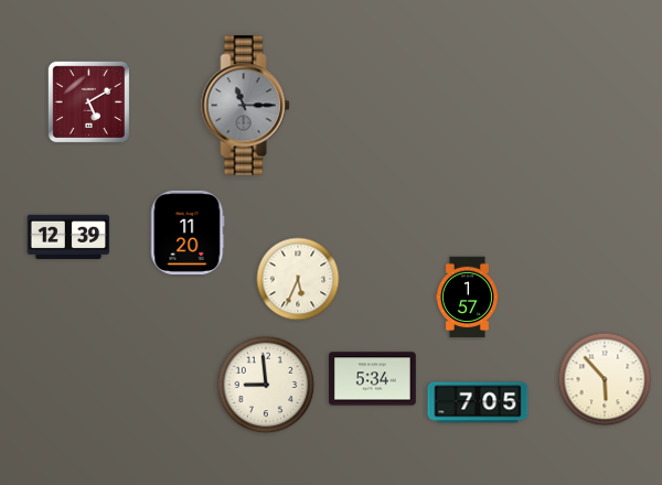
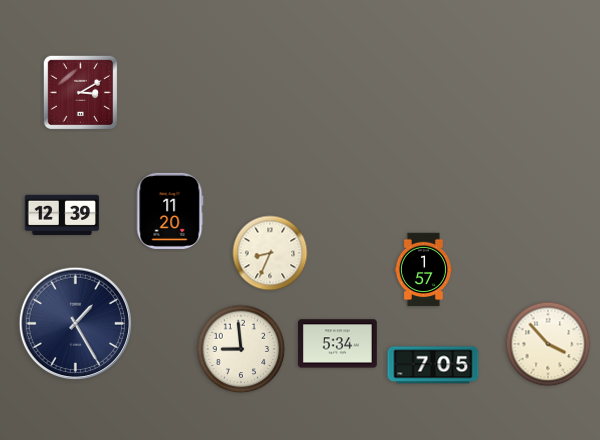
clock at (89, 103): 5:10 -> 3:10
clock at (246, 106): 11:15 -> none
clock at (298, 279): 5:34 -> 8:34
clock at (75, 323): none -> 1:25
clock at (605, 379): 5:53 -> 3:53
